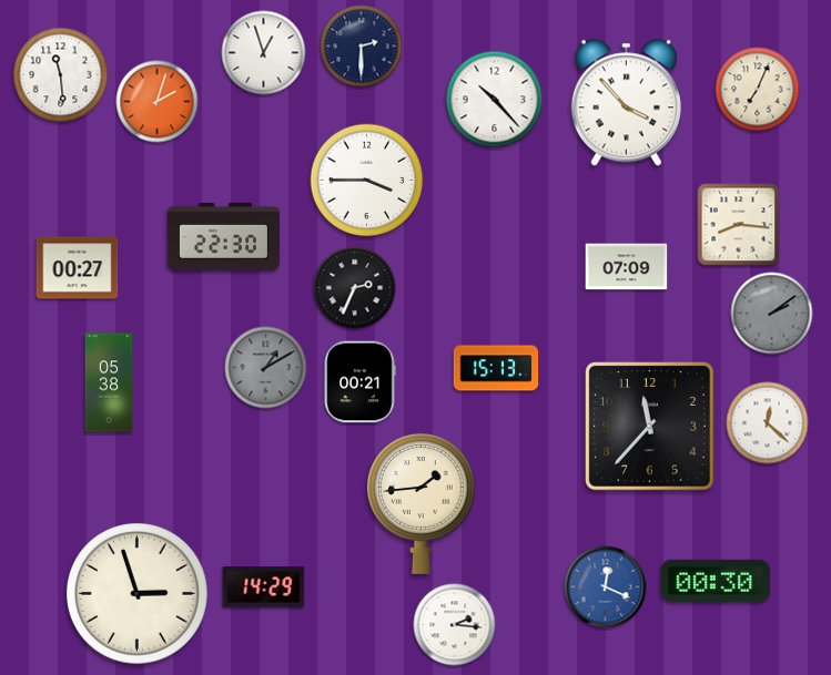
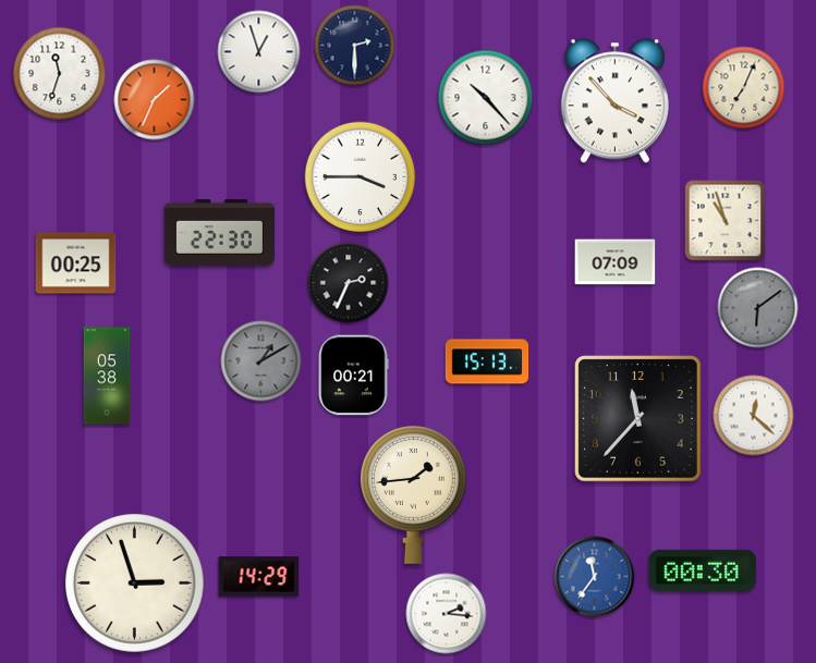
clock at (61, 75): 11:29 -> 11:33
clock at (158, 102): 2:03 -> 1:34
clock at (739, 225): 8:16 -> 10:57
clock at (78, 268): 00:27 -> 00:25
clock at (772, 314): 2:09 -> 6:09
clock at (606, 587): 12:19 -> 11:36
